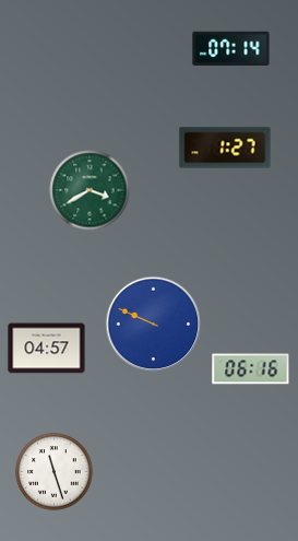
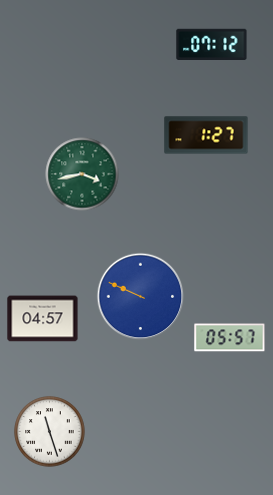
clock at (231, 49): 07:14 -> 07:12
clock at (90, 190): 3:40 -> 3:43
clock at (251, 369): 06:16 -> 05:57
